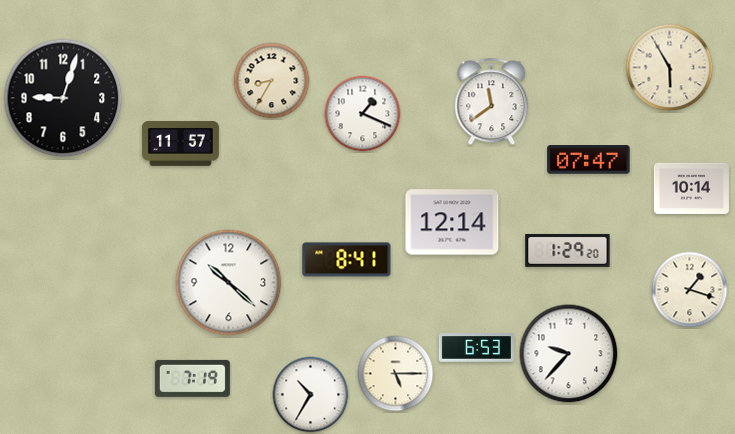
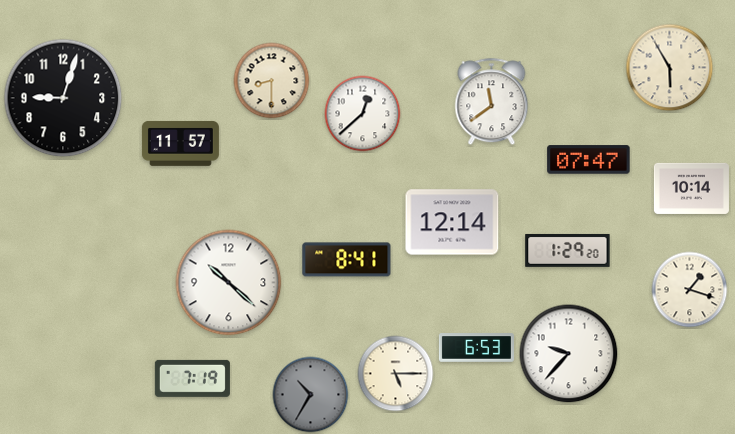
clock at (272, 81): 8:35 -> 8:30
clock at (363, 114): 1:19 -> 12:38
clock at (311, 395) dial: white -> grey
